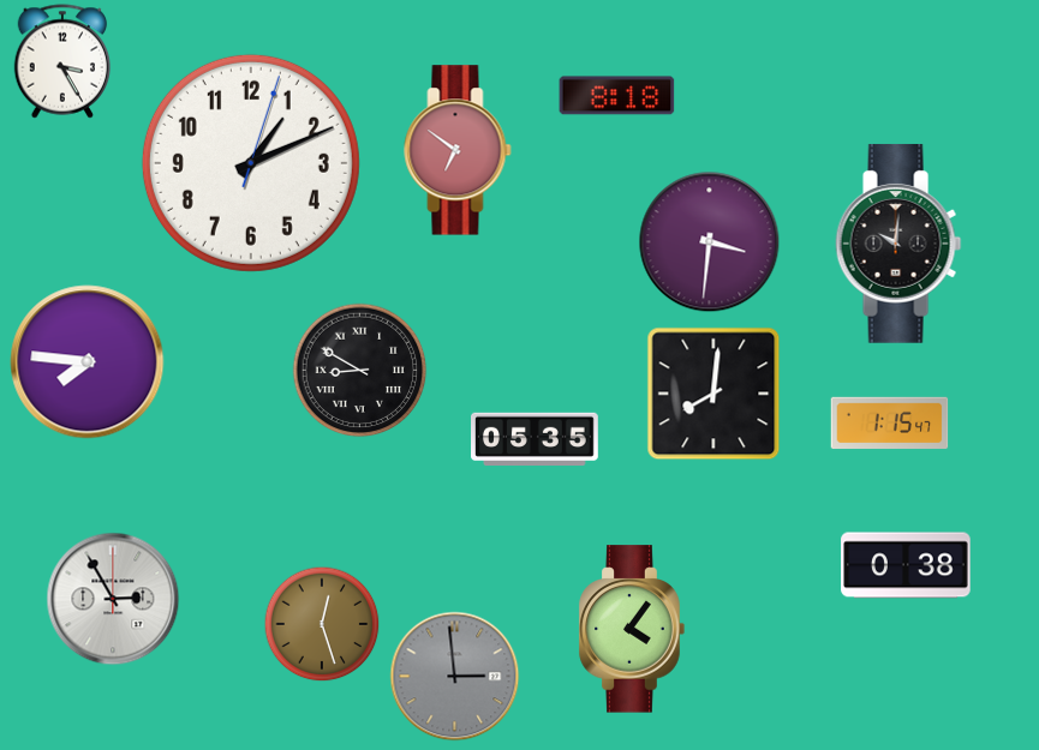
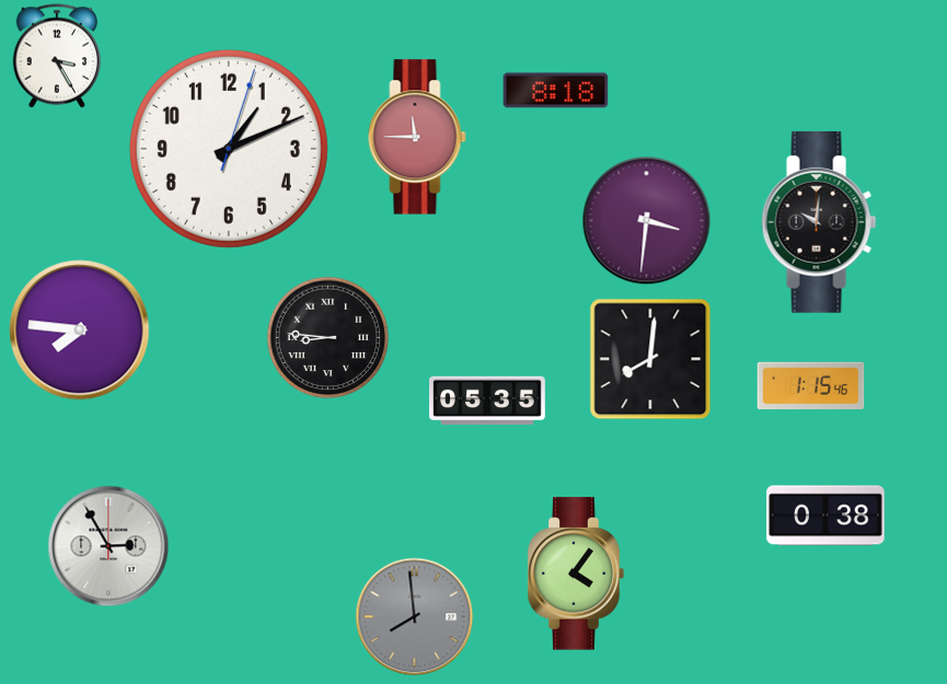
clock at (617, 96) position: (617, 96) -> (556, 91)
clock at (458, 150): 6:51 -> 11:45
clock at (360, 371): 8:50 -> 8:46
clock at (890, 424): 1:15:47 -> 1:15:46
clock at (113, 599) position: (113, 599) -> (108, 546)
clock at (322, 624): 12:27 -> none
clock at (455, 677): 2:59 -> 7:59
